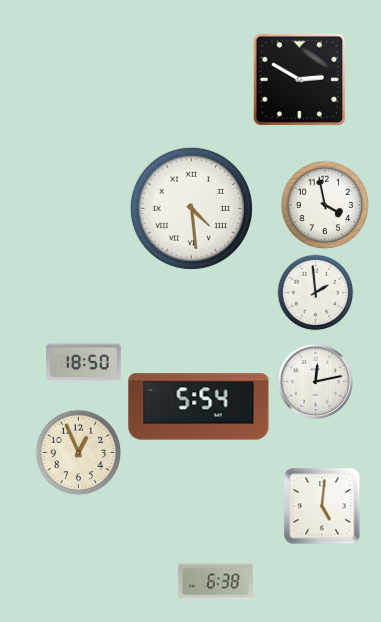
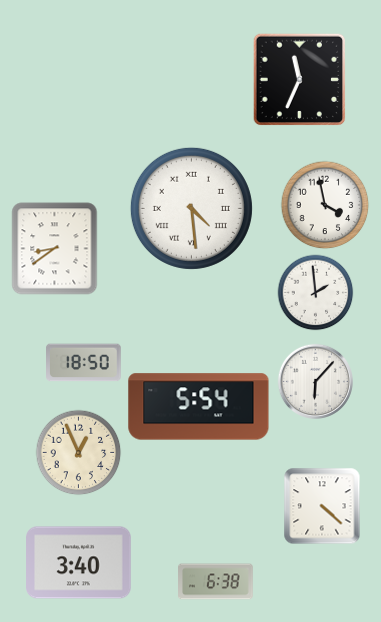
clock at (300, 80): 2:50 -> 11:34
clock at (55, 249): none -> 8:39
clock at (315, 381): 12:13 -> 6:07
clock at (322, 506): 5:01 -> 4:22
clock at (79, 563): none -> 3:40
